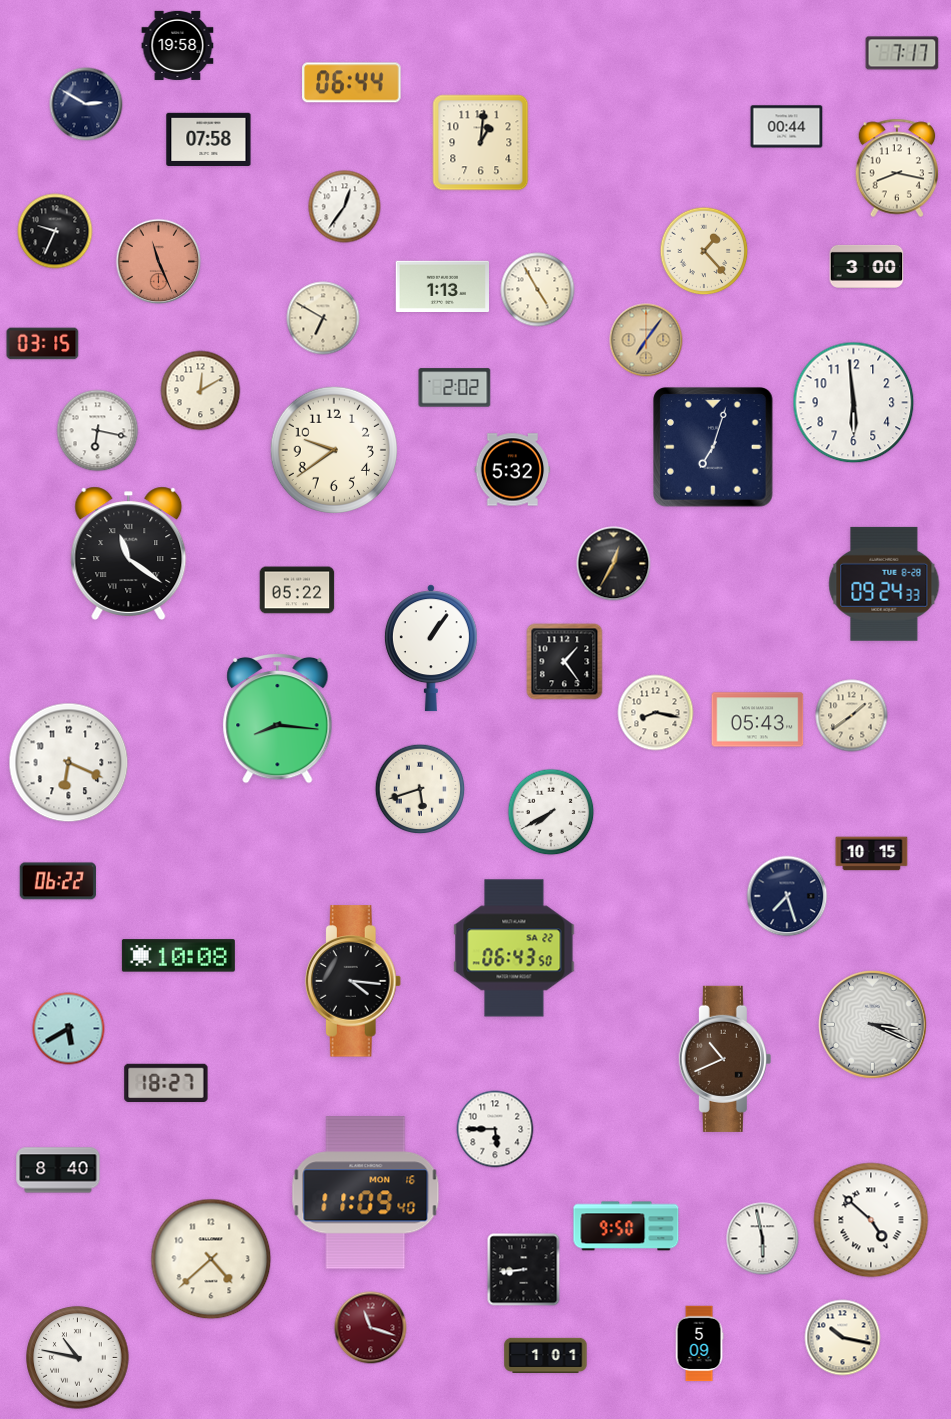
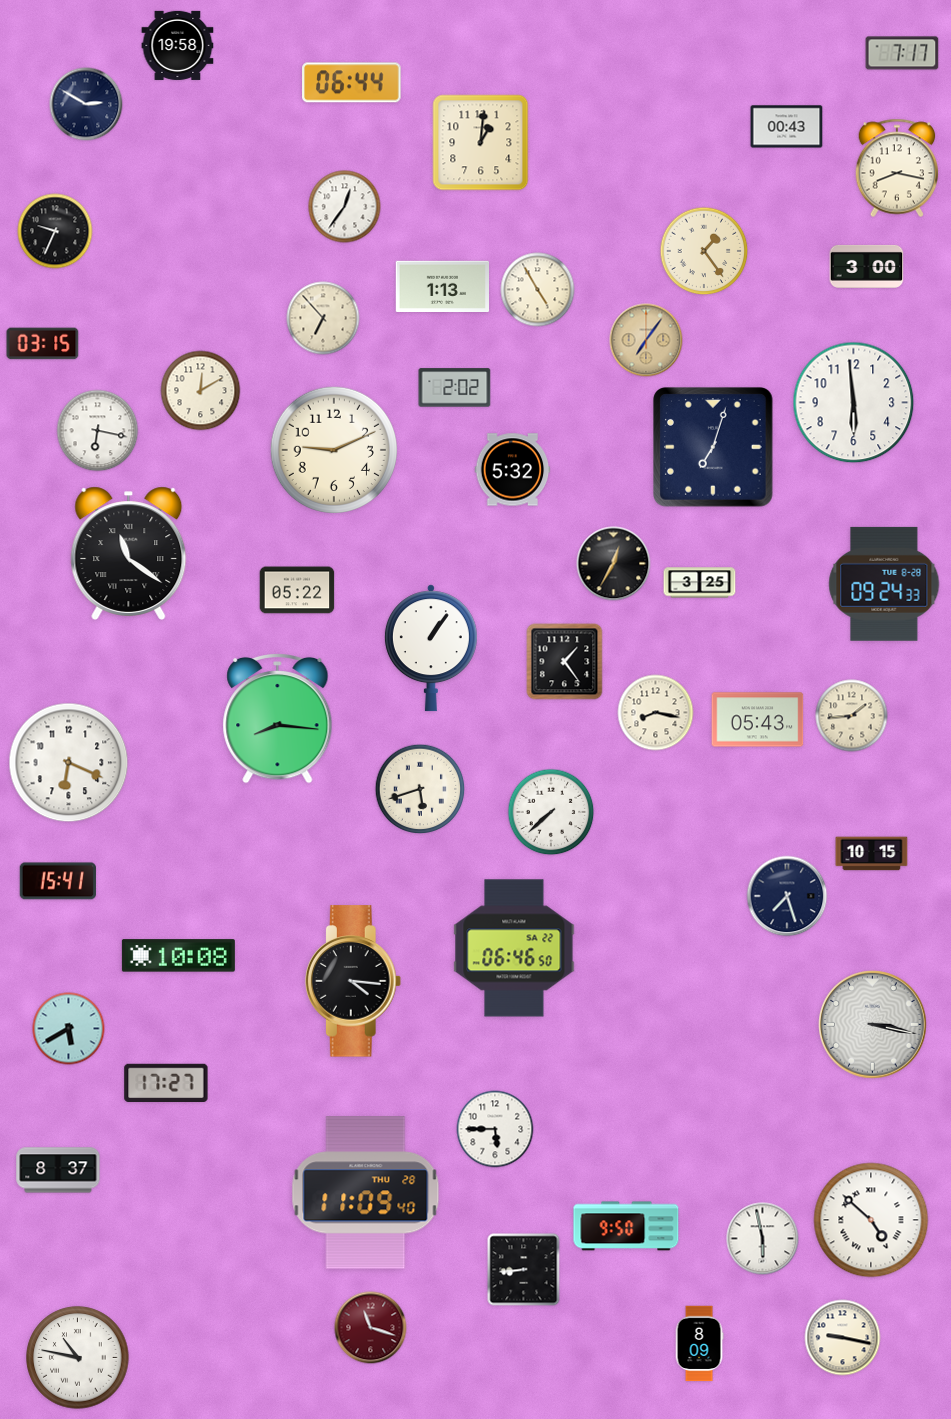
clock at (787, 127): 00:44 -> 00:43
clock at (209, 139): 07:58 -> none
clock at (704, 251): 1:23 -> 1:24
clock at (159, 262): 11:26 -> none
clock at (323, 318): 6:50 -> 6:53
clock at (333, 449): 9:39 -> 9:11
clock at (700, 583): none -> 3:25
clock at (852, 716): 1:39 -> 1:44
clock at (551, 812): 7:40 -> 7:38
clock at (58, 881): 06:22 -> 15:41
clock at (514, 948): 06:43 -> 06:46
clock at (873, 1025): 3:19 -> 3:17
clock at (725, 1059): 10:41 -> none
clock at (166, 1083): 18:27 -> 17:27
clock at (58, 1170): 8:40 -> 8:37
clock at (366, 1193) date: MON 16 -> THU 28
clock at (211, 1259): 4:38 -> none
clock at (843, 1338): 10:17 -> 9:17
clock at (699, 1344): 5:09 -> 8:09
clock at (546, 1355): 1:01 -> none
